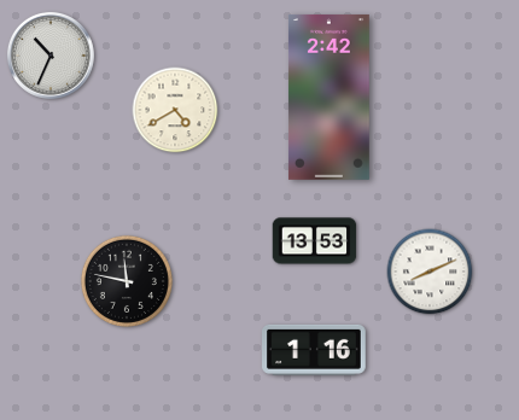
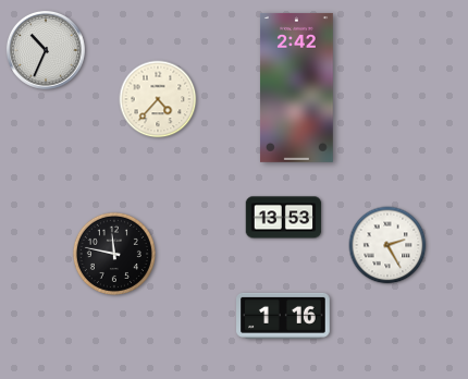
clock at (175, 110): 4:40 -> 4:37
clock at (430, 272): 8:11 -> 2:25
